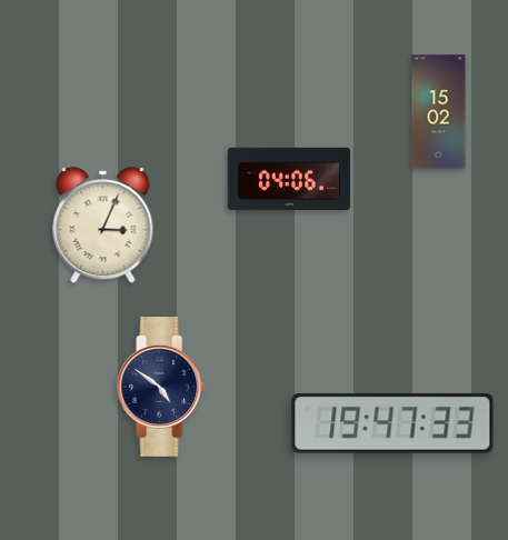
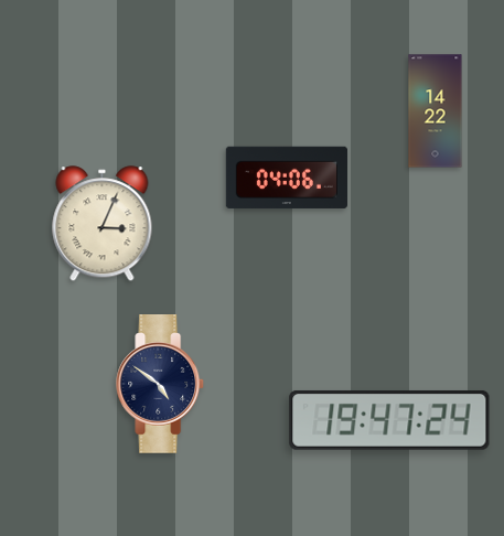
clock at (439, 112): 15:02 -> 14:22
clock at (392, 423): 19:47:33 -> 19:47:24
